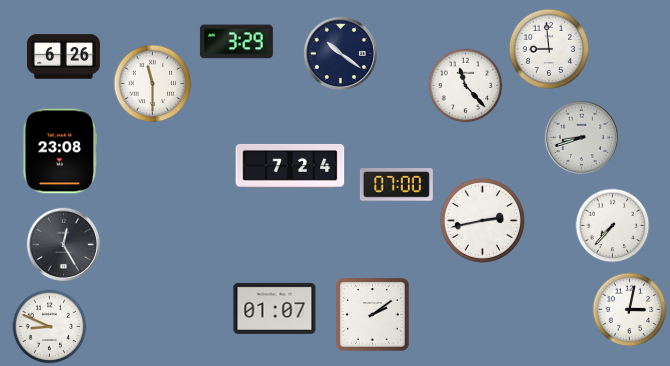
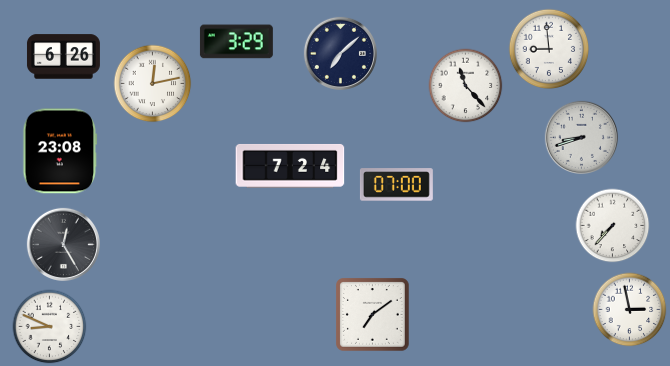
clock at (340, 53): 10:21 -> 7:08
clock at (153, 84): 11:30 -> 12:13
clock at (482, 220): 2:43 -> none
clock at (275, 308): 01:07 -> none
clock at (630, 310): 3:02 -> 2:58
clock at (373, 315): 2:09 -> 7:09
